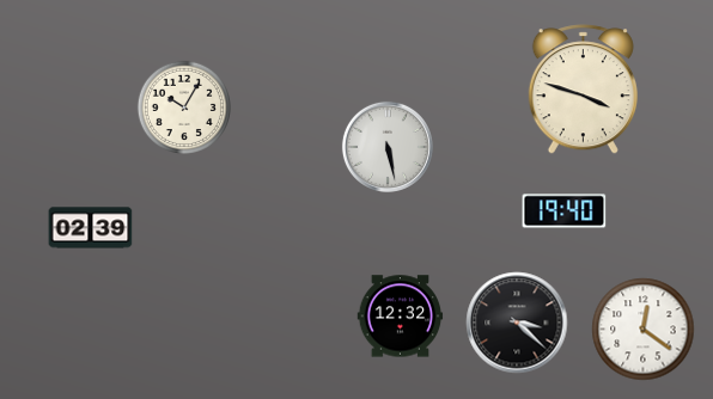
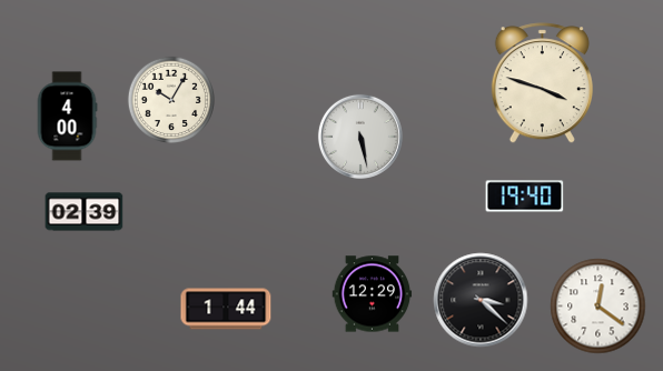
clock at (67, 117): none -> 4:00
clock at (401, 317): 12:32 -> 12:29
clock at (226, 309): none -> 1:44
